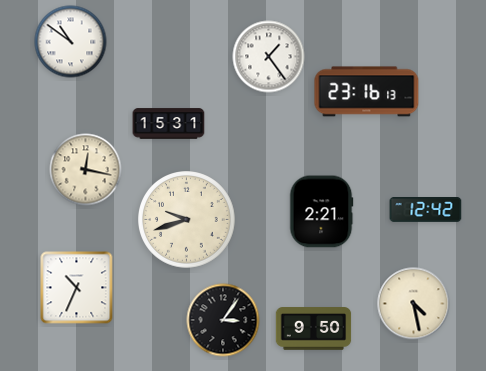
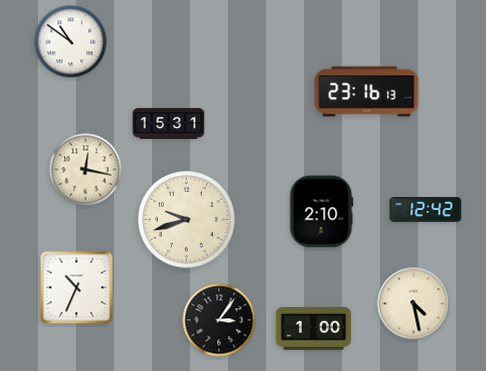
clock at (269, 57): 1:24 -> none
clock at (321, 212): 2:21 -> 2:10
clock at (223, 320) position: (223, 320) -> (219, 320)
clock at (314, 329): 9:50 -> 1:00
